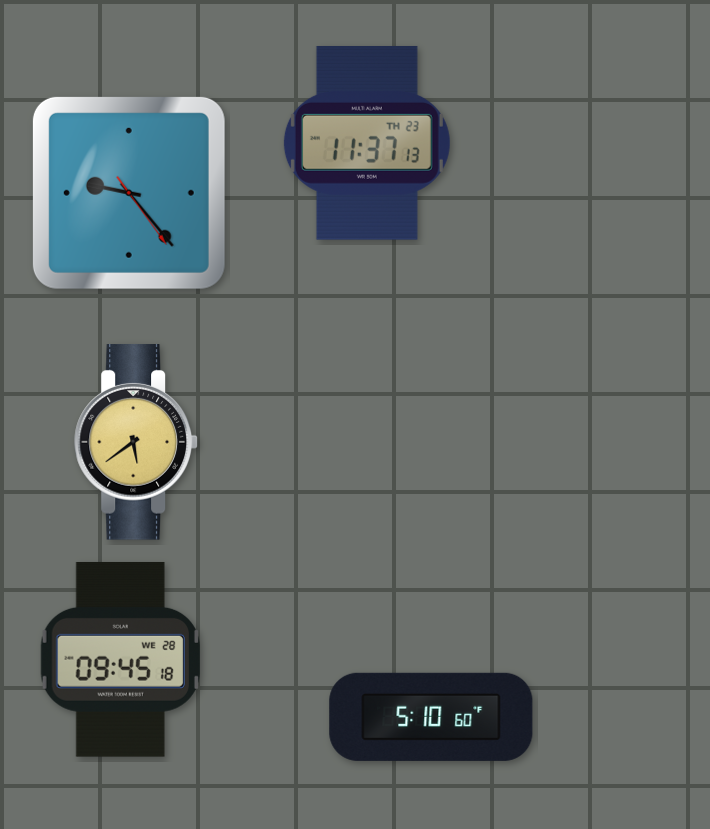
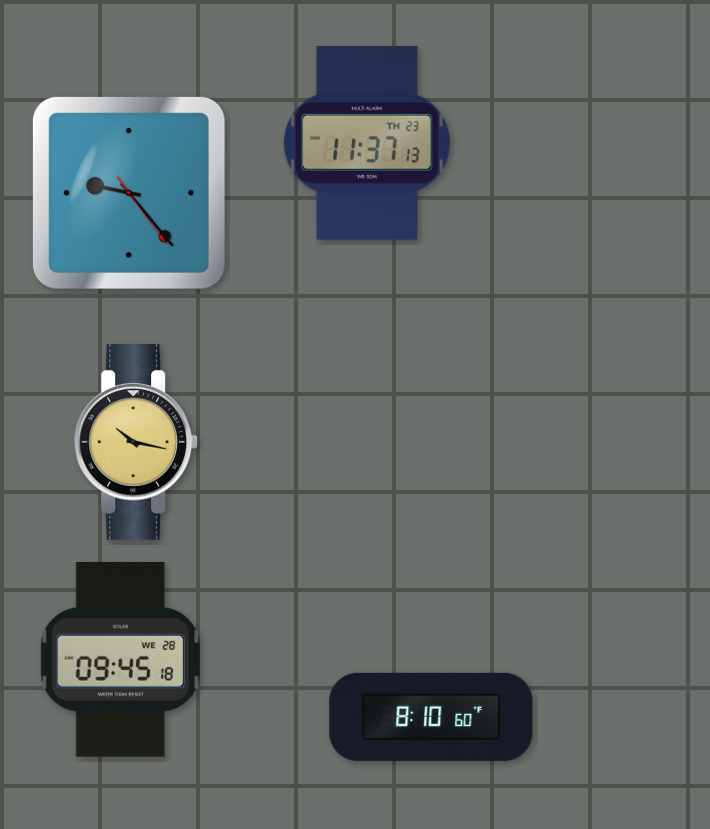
clock at (136, 442): 5:39 -> 10:17
clock at (431, 717): 5:10 -> 8:10
